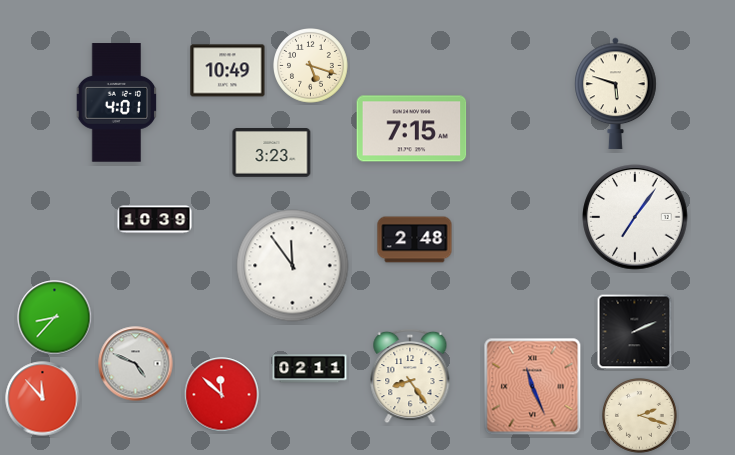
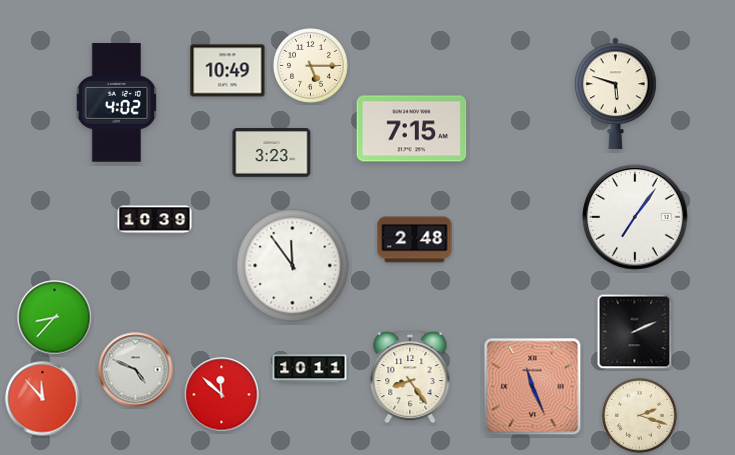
clock at (311, 66): 5:18 -> 5:15
clock at (117, 103): 4:01 -> 4:02
clock at (136, 364) position: (136, 364) -> (136, 370)
clock at (310, 369): 02:11 -> 10:11
